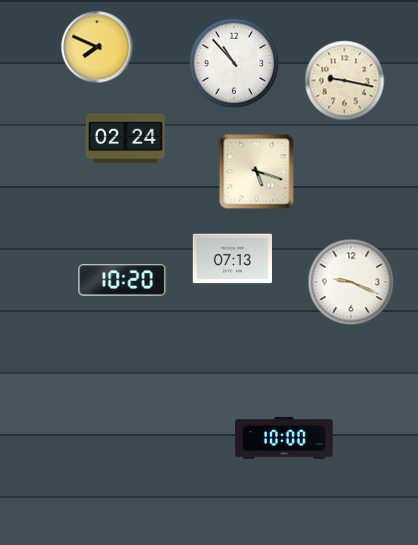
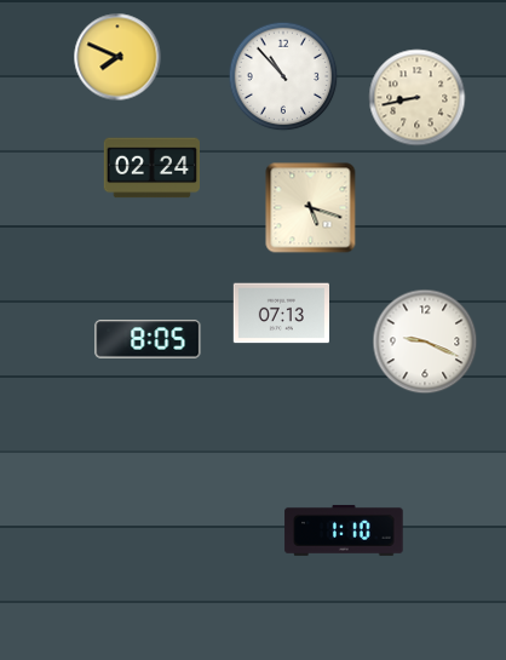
clock at (345, 81): 9:17 -> 8:43
clock at (122, 280): 10:20 -> 8:05
clock at (284, 438): 10:00 -> 1:10
